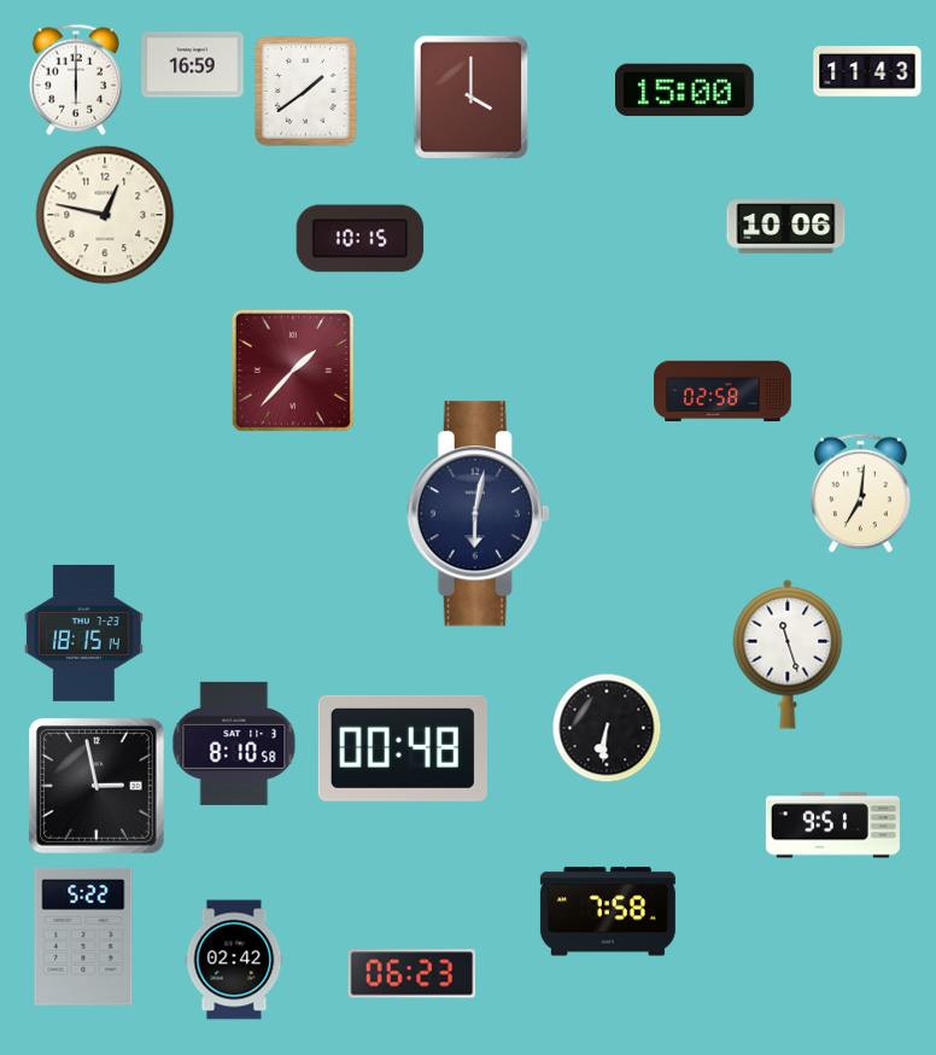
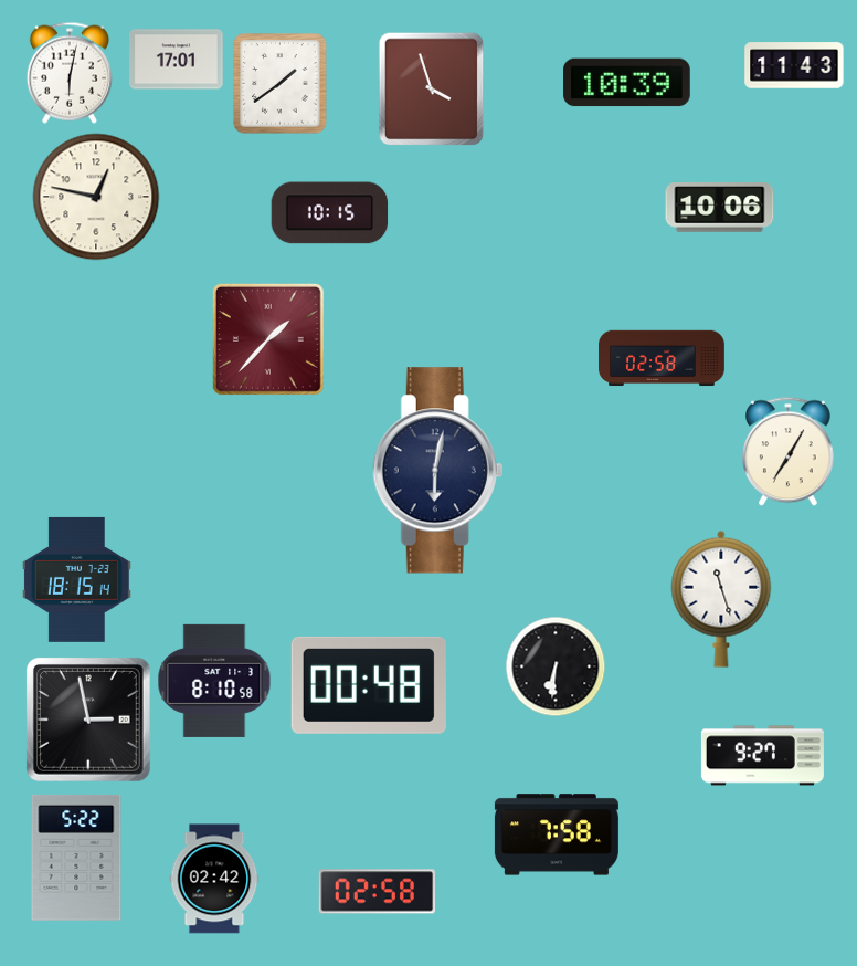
clock at (193, 65): 16:59 -> 17:01
clock at (76, 80): 6:00 -> 6:02
clock at (685, 91): 15:00 -> 10:39
clock at (472, 98): 4:00 -> 3:57
clock at (361, 239) position: (361, 239) -> (330, 213)
clock at (861, 494): 7:01 -> 7:05
clock at (832, 826): 9:51 -> 9:27
clock at (413, 974): 06:23 -> 02:58
